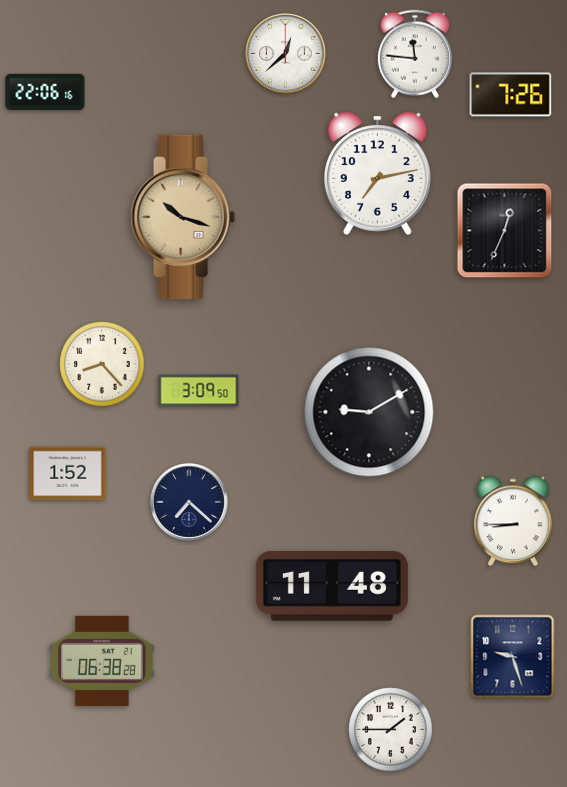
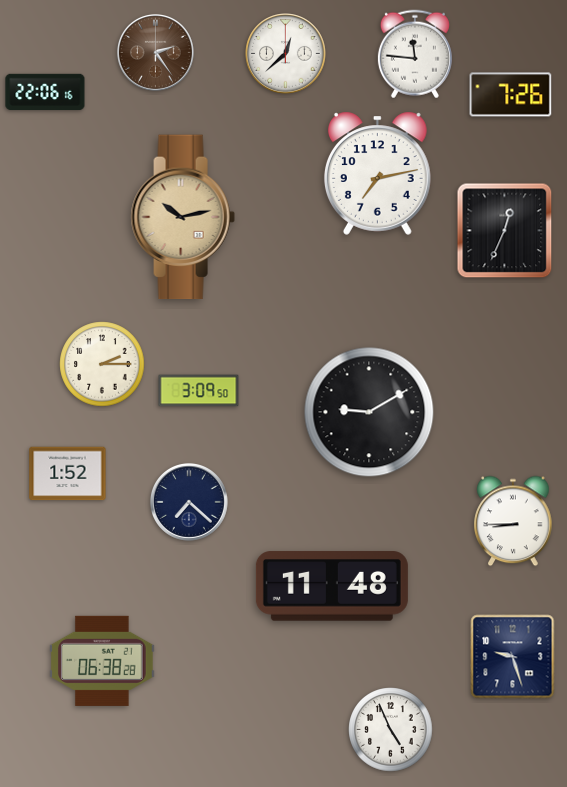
clock at (155, 52): none -> 2:24
clock at (183, 217): 10:18 -> 10:13
clock at (102, 364): 8:23 -> 2:15
clock at (391, 730): 1:45 -> 4:56
